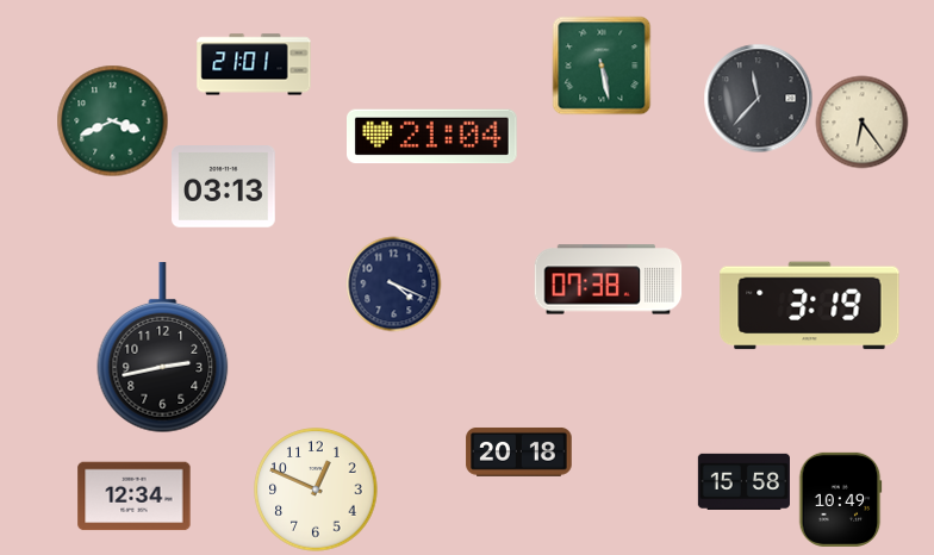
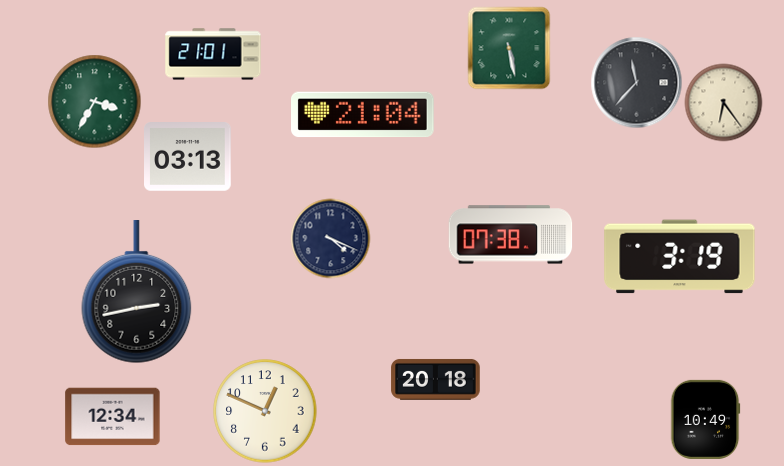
clock at (602, 66) position: (602, 66) -> (509, 48)
clock at (112, 120): 3:41 -> 3:35
clock at (743, 481): 15:58 -> none
